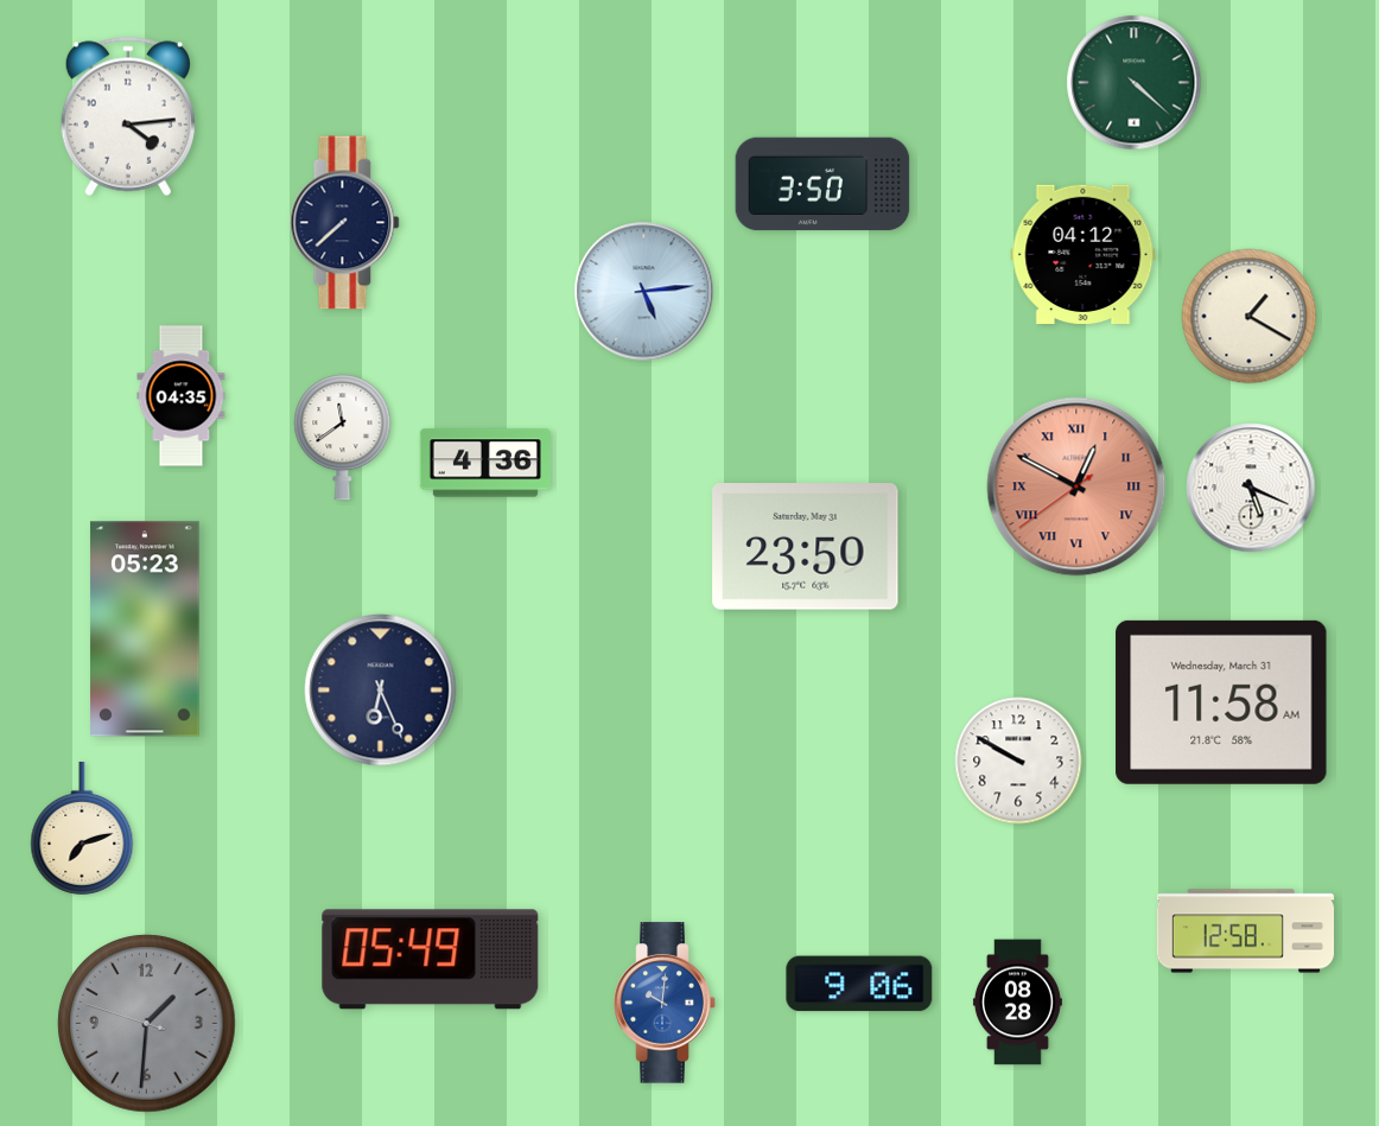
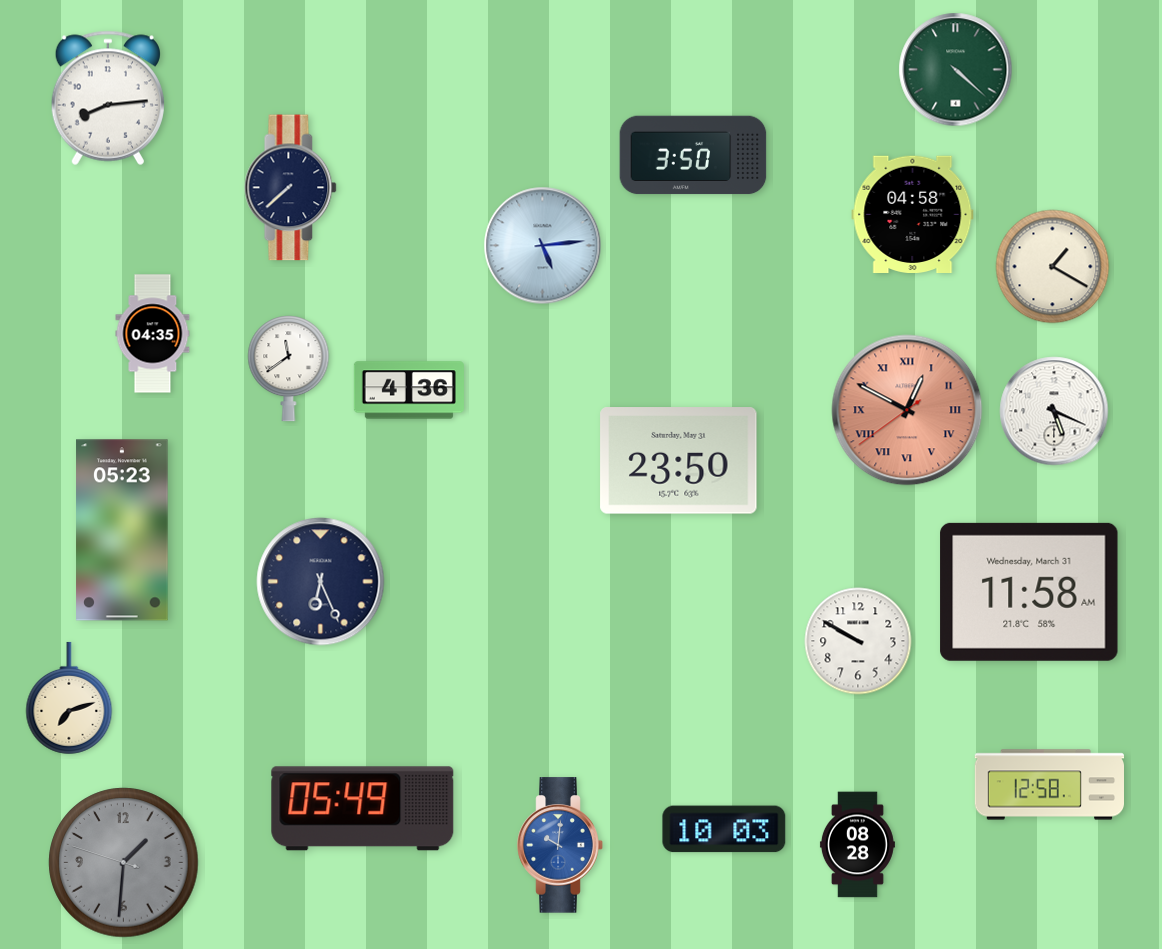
clock at (128, 116): 4:14 -> 8:14
clock at (1083, 254): 04:12 -> 04:58
clock at (859, 984): 9:06 -> 10:03
